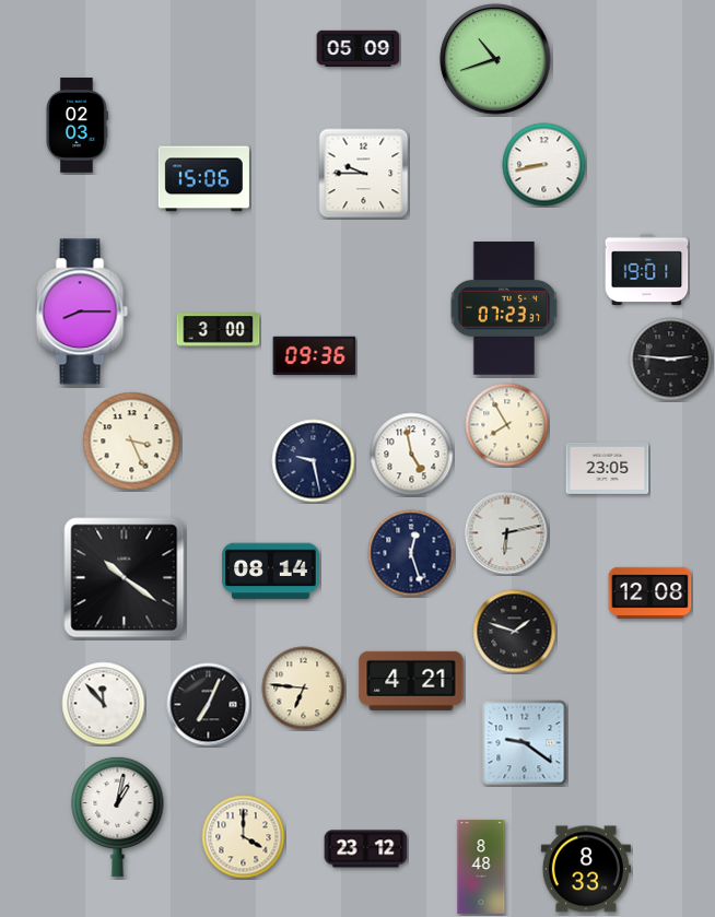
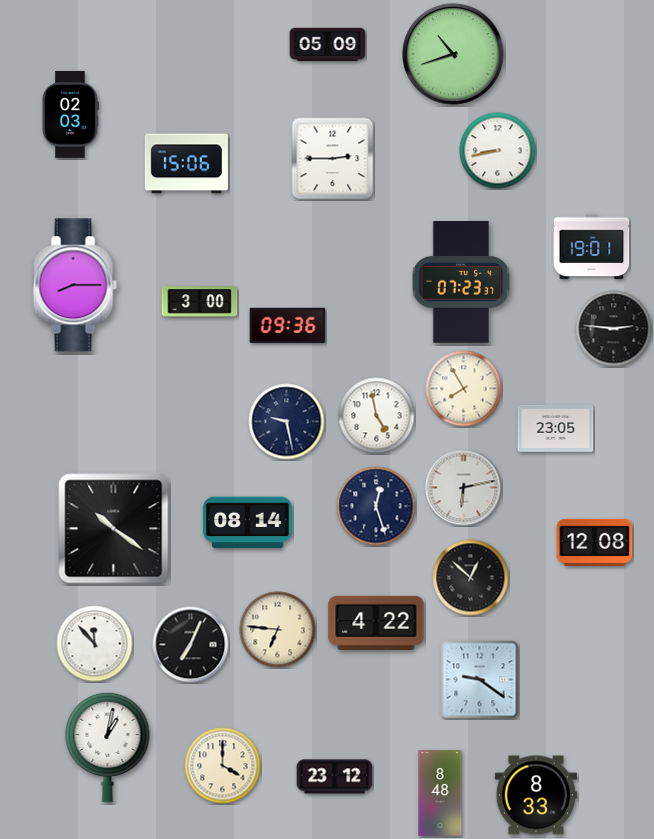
clock at (364, 174): 9:45 -> 2:45
clock at (132, 442): 3:26 -> none
clock at (515, 632): 1:48 -> 12:52
clock at (411, 681): 4:21 -> 4:22
